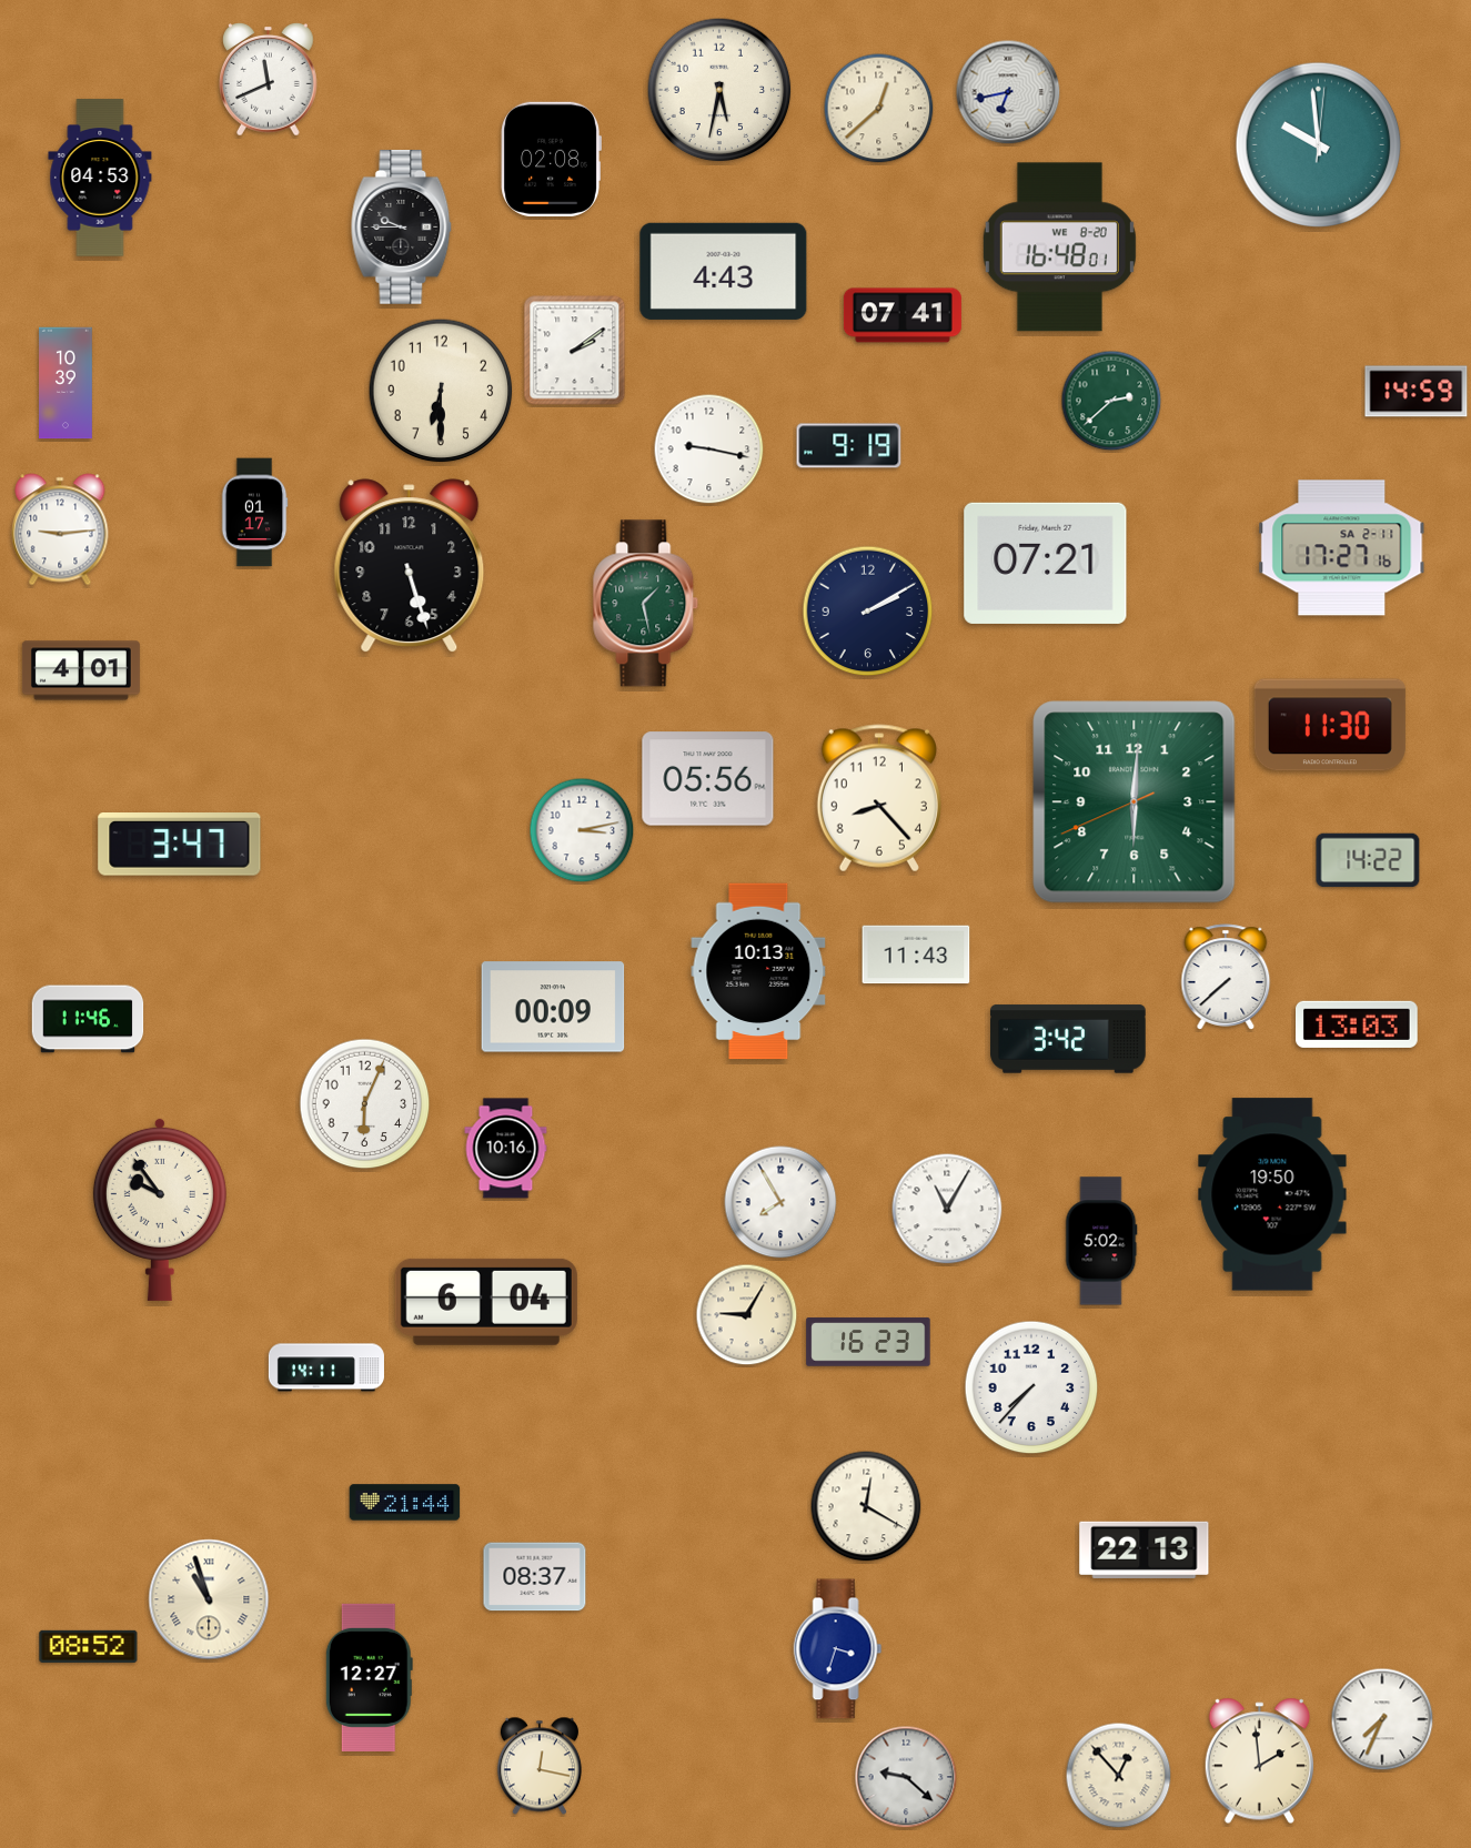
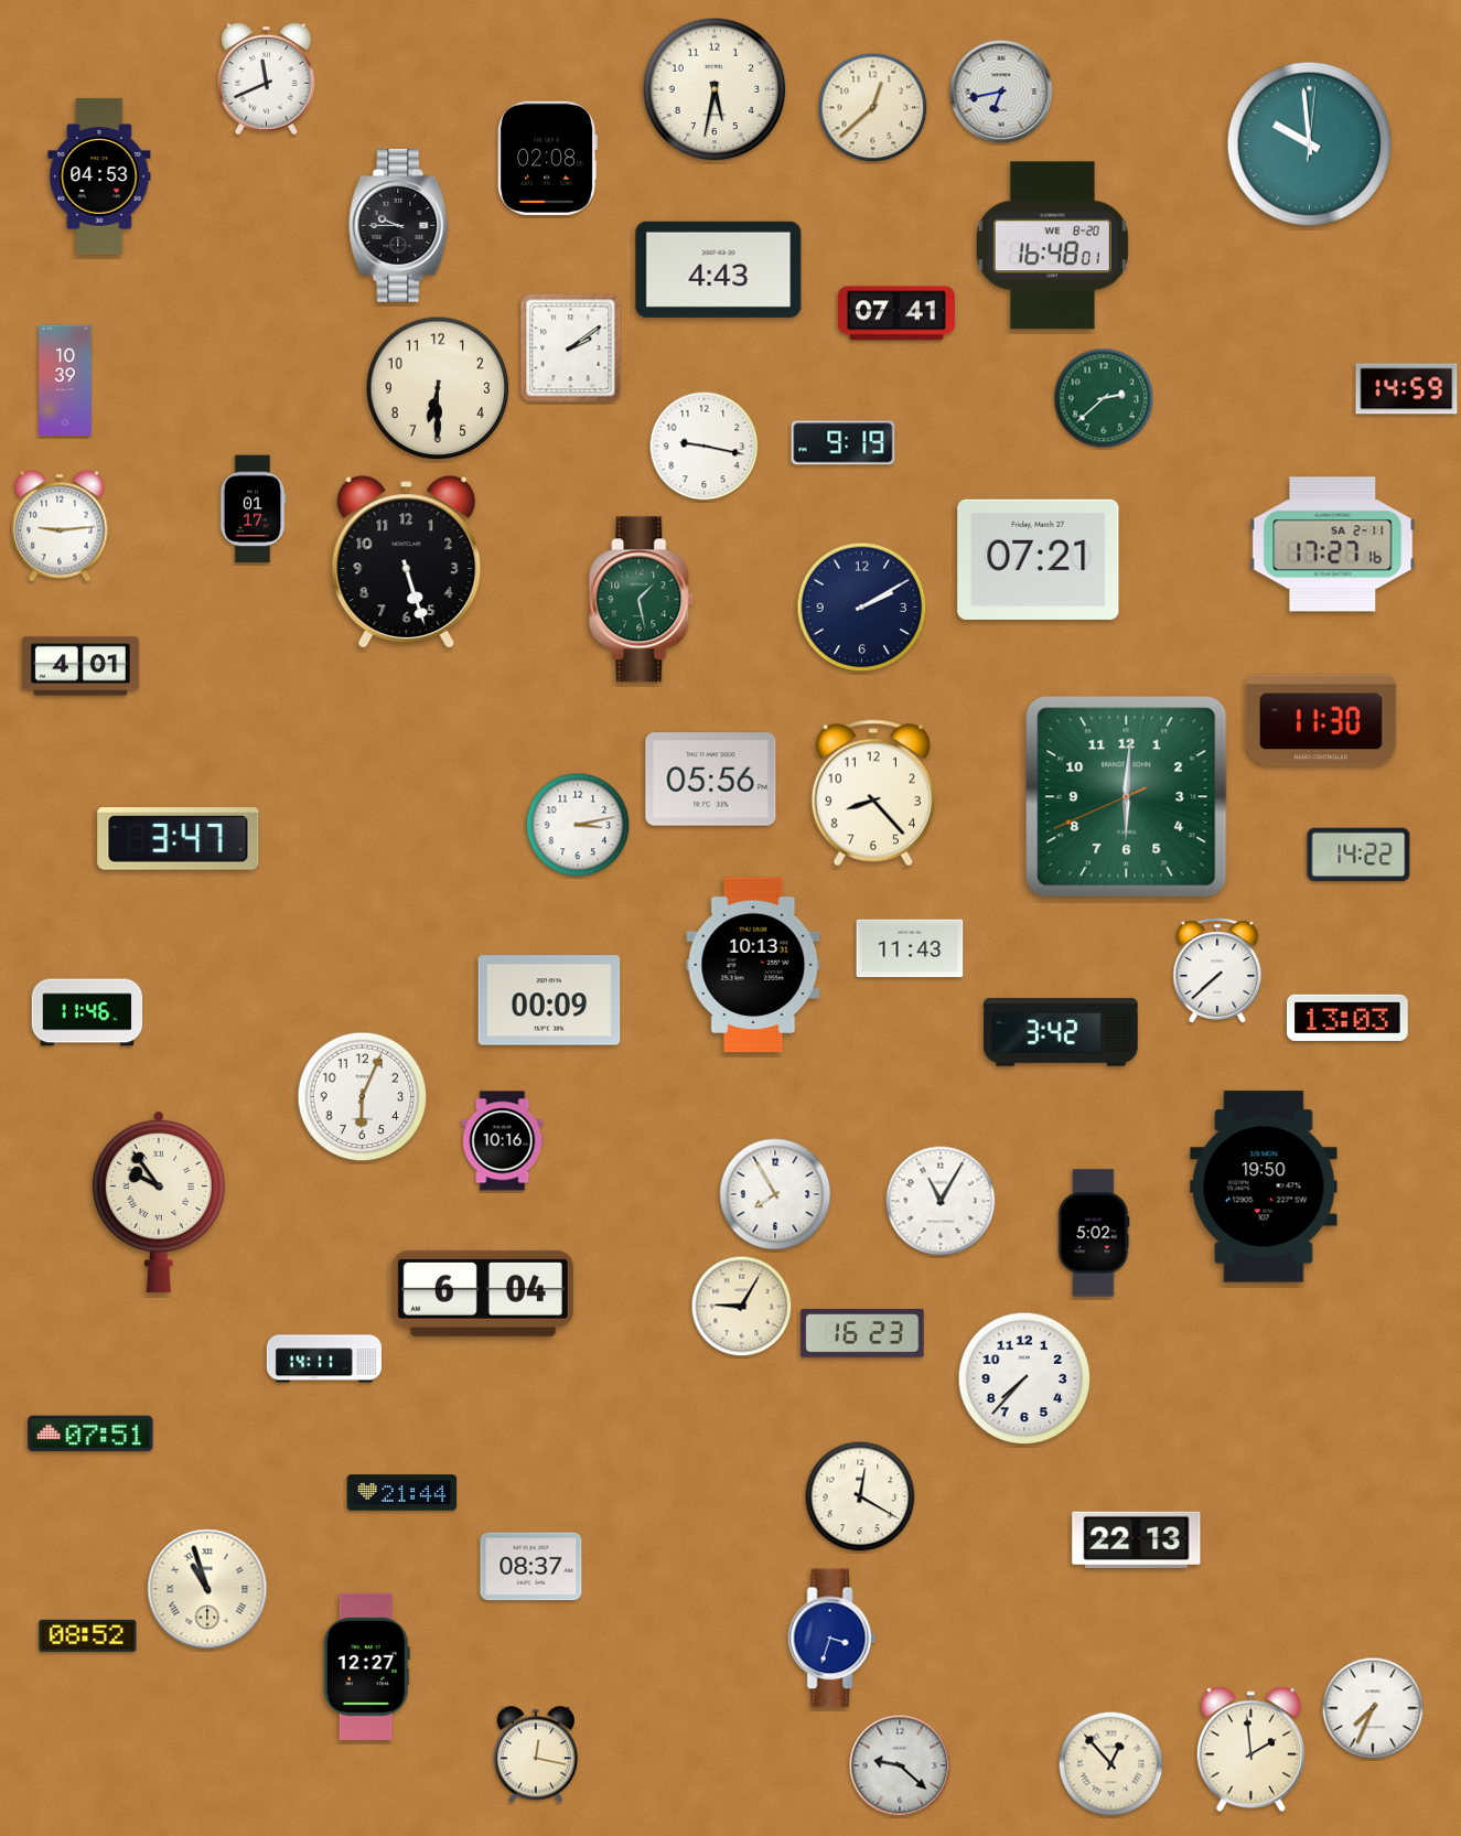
clock at (708, 779) position: (708, 779) -> (711, 780)
clock at (90, 1434): none -> 07:51
